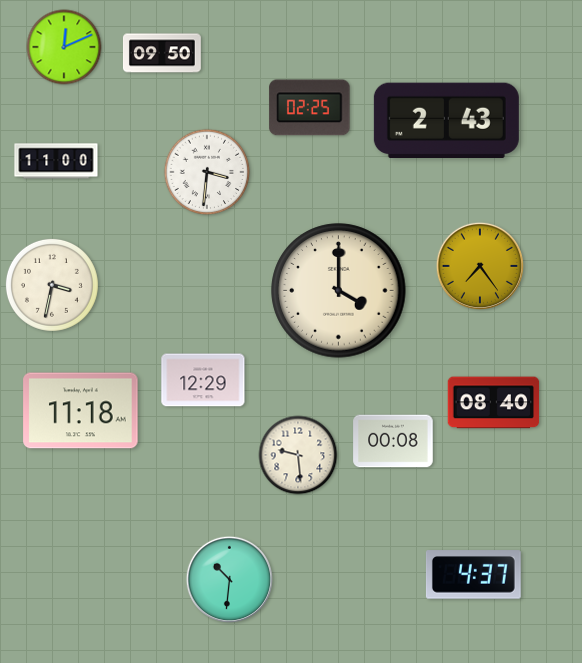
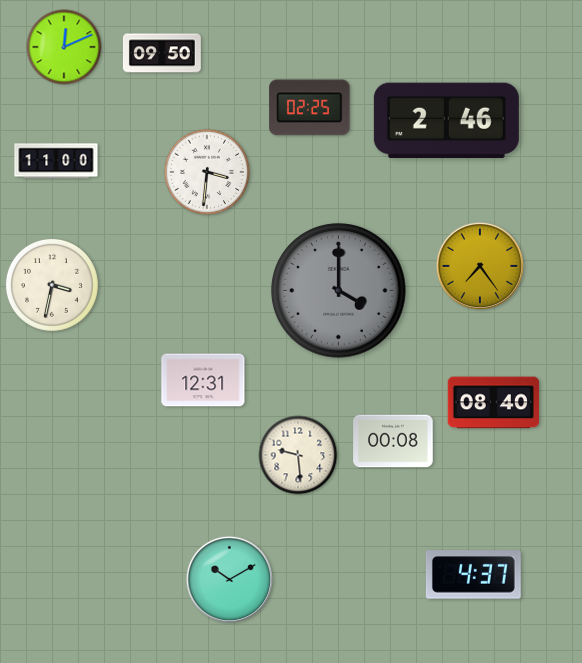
clock at (446, 120): 2:43 -> 2:46
clock at (339, 291) dial: cream -> grey
clock at (203, 380): 12:29 -> 12:31
clock at (81, 411): 11:18 -> none
clock at (229, 579): 10:31 -> 10:10
